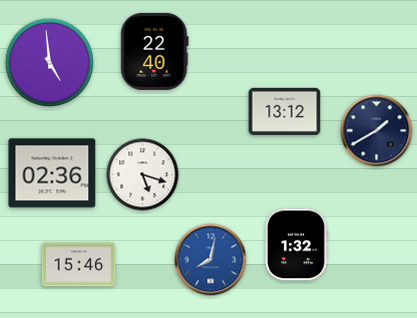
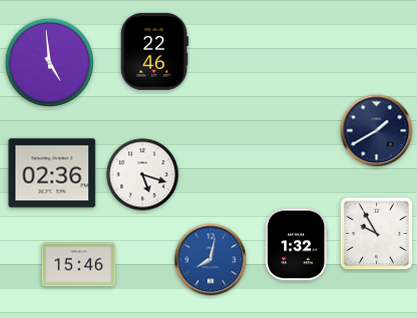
clock at (155, 51): 22:40 -> 22:46
clock at (285, 111): 13:12 -> none
clock at (377, 234): none -> 9:55
